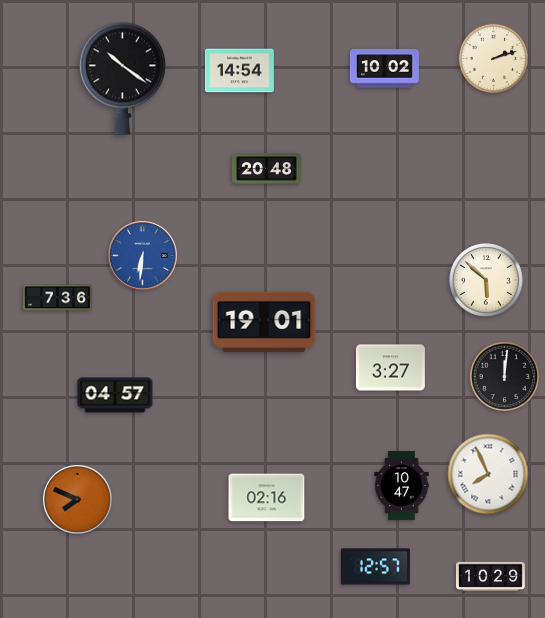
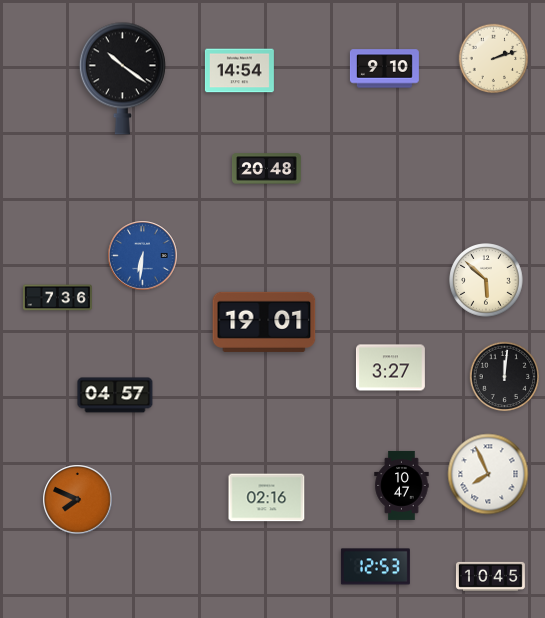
clock at (384, 69): 10:02 -> 9:10
clock at (375, 567): 12:57 -> 12:53
clock at (490, 576): 10:29 -> 10:45
